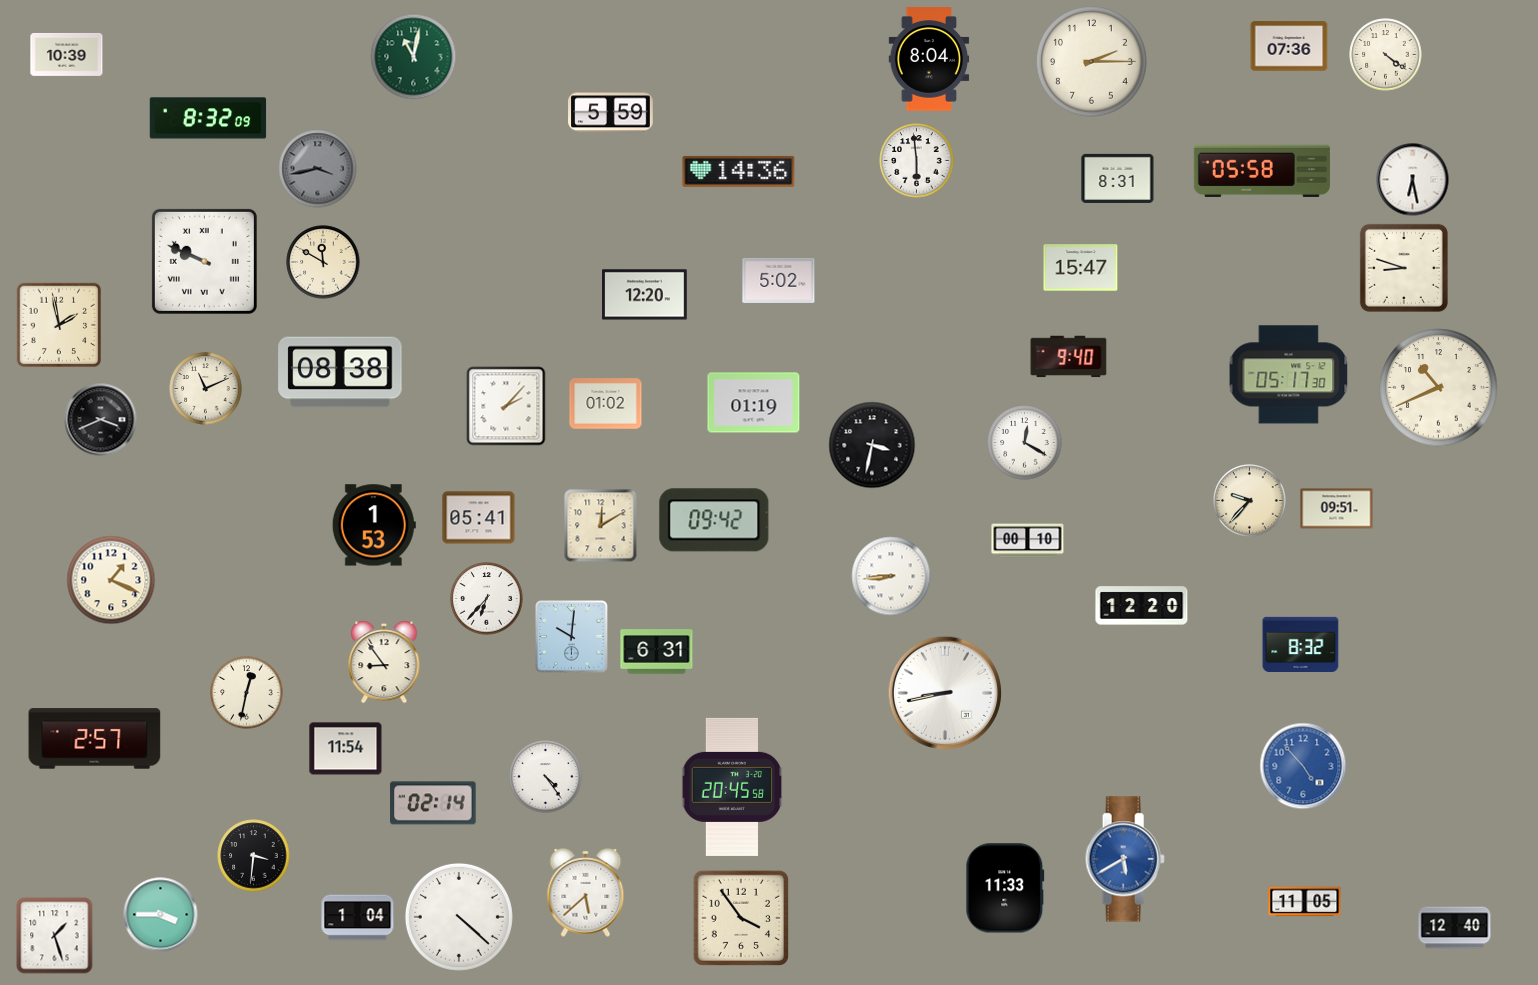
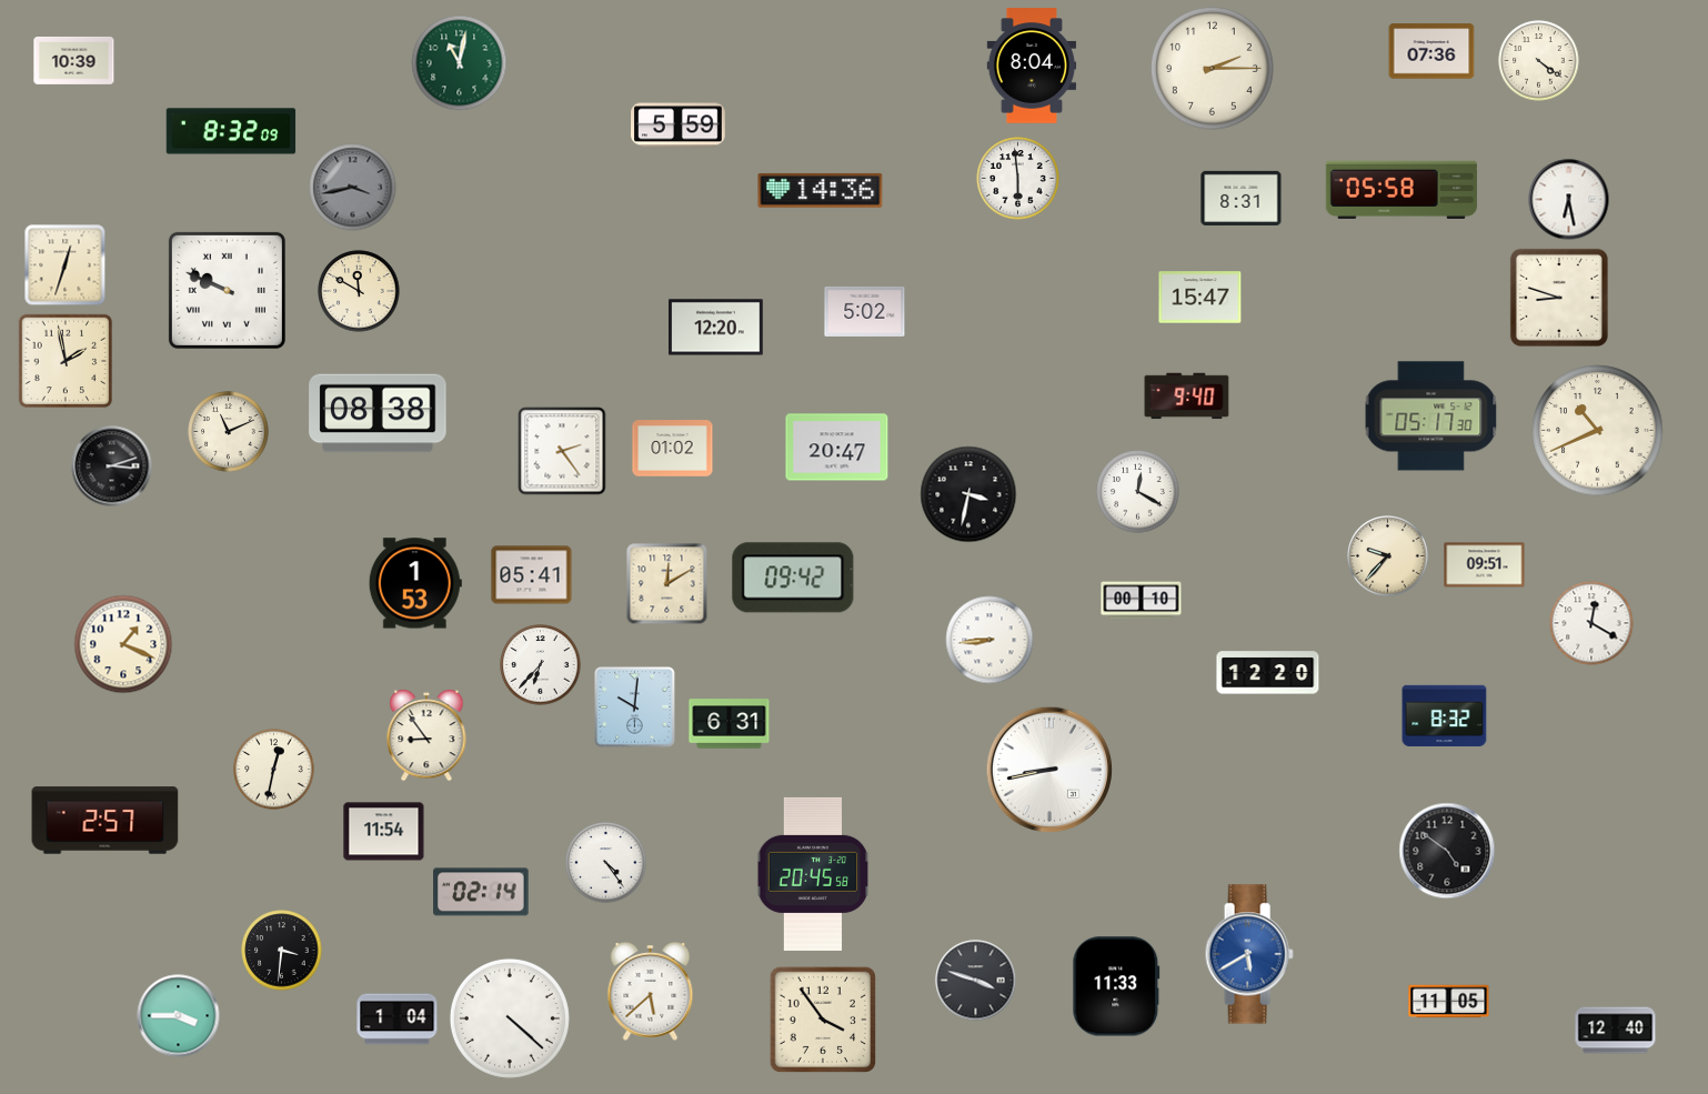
clock at (66, 265): none -> 12:33
clock at (754, 403): 01:19 -> 20:47
clock at (506, 406): 2:07 -> 2:24
clock at (101, 420): 3:41 -> 3:12
clock at (1591, 623): none -> 12:20
clock at (1303, 766): 4:53 -> 4:51
clock at (1303, 766) dial: blue -> black
clock at (976, 981): none -> 3:48
clock at (55, 936): 1:27 -> none
